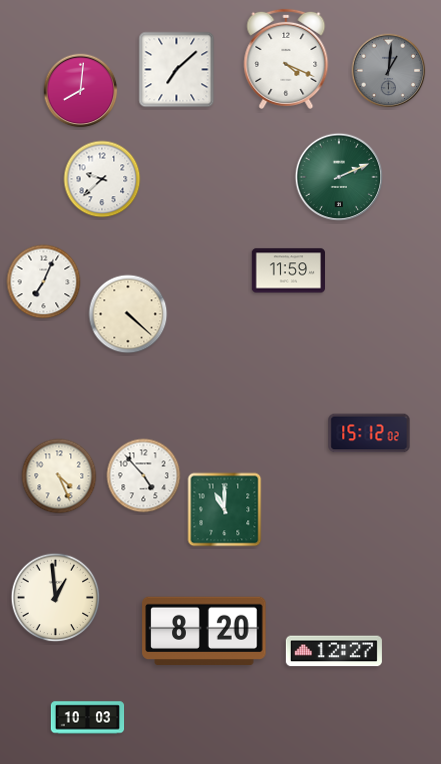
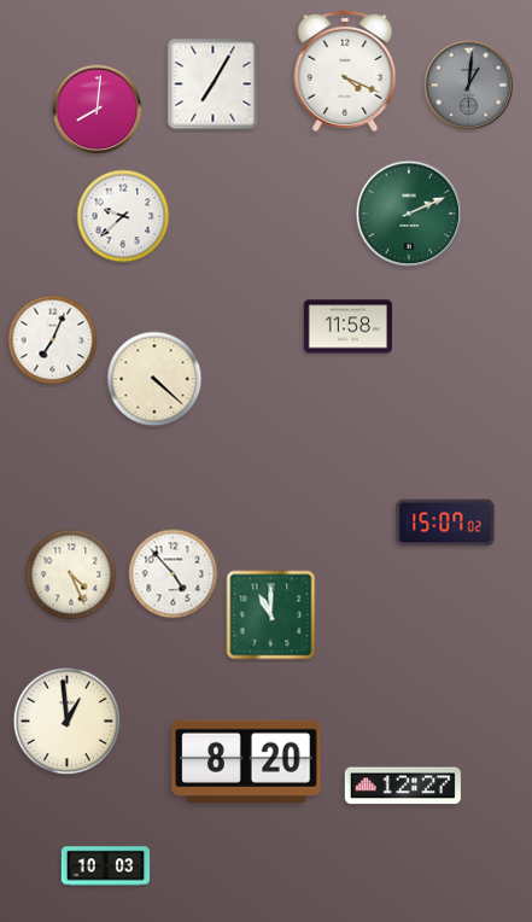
clock at (177, 70): 7:08 -> 7:05
clock at (289, 271): 11:59 -> 11:58
clock at (369, 433): 15:12 -> 15:07
